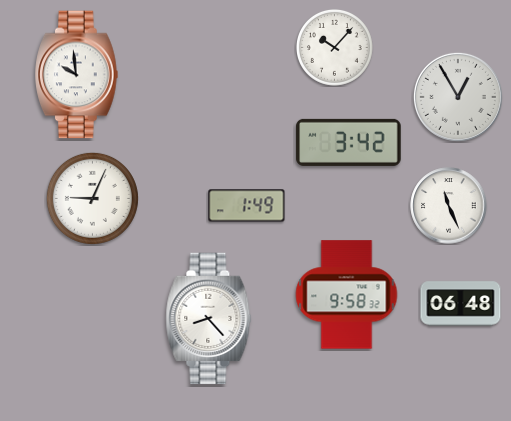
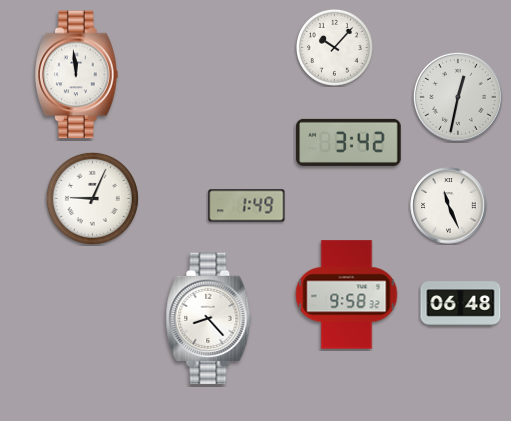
clock at (77, 75): 9:59 -> 11:59
clock at (458, 97): 12:55 -> 12:32
